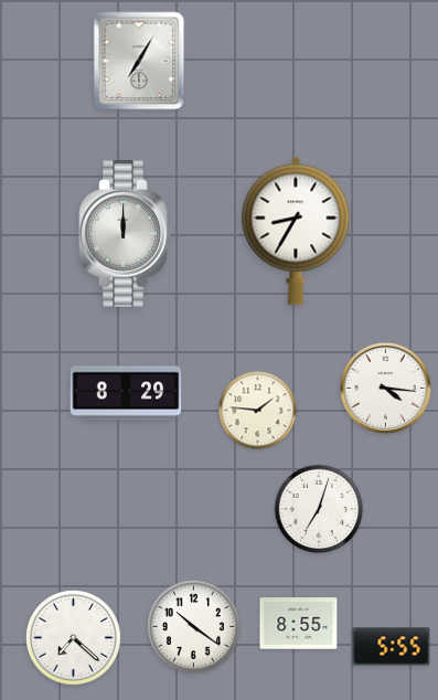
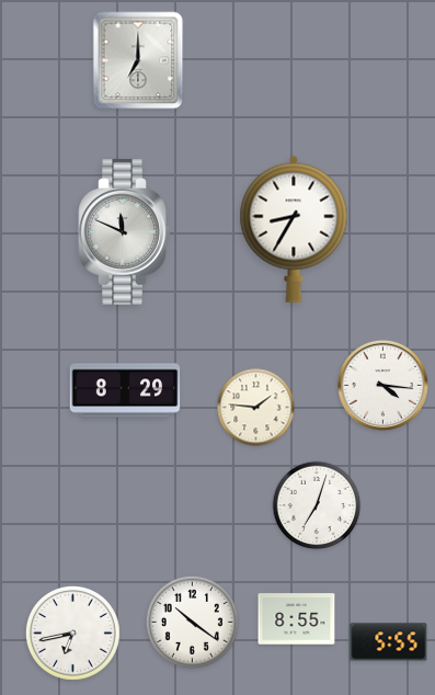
clock at (139, 61): 7:05 -> 7:00
clock at (126, 234): 12:00 -> 11:49
clock at (73, 637): 7:22 -> 6:43
